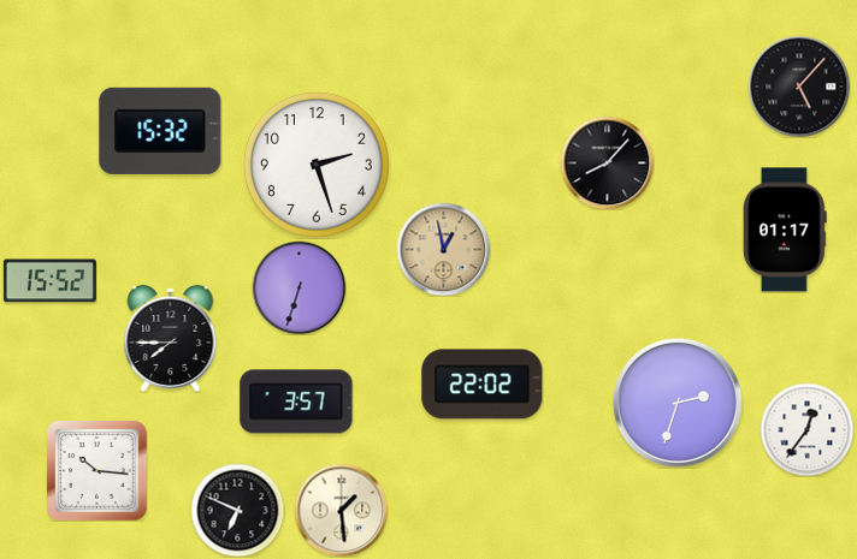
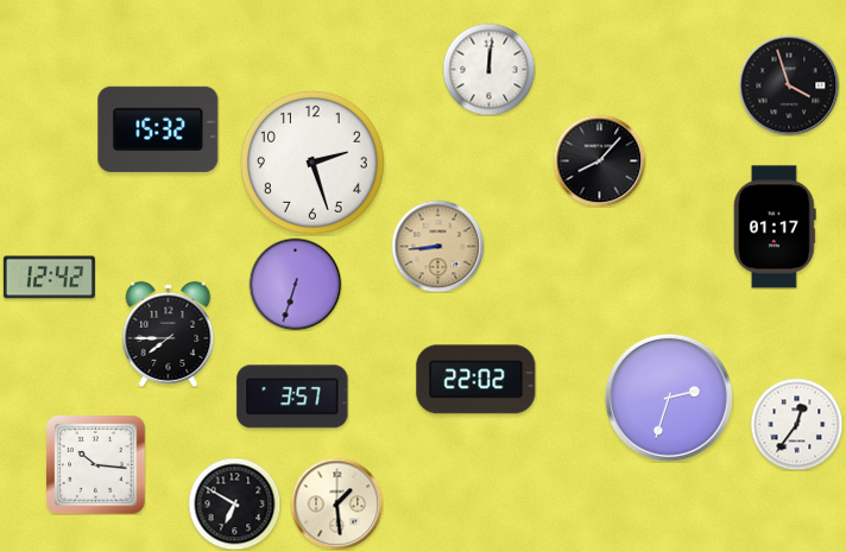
clock at (488, 69): none -> 12:01
clock at (799, 87): 5:07 -> 3:57
clock at (443, 249): 12:58 -> 8:44
clock at (49, 281): 15:52 -> 12:42
clock at (237, 510): 6:49 -> 6:50
